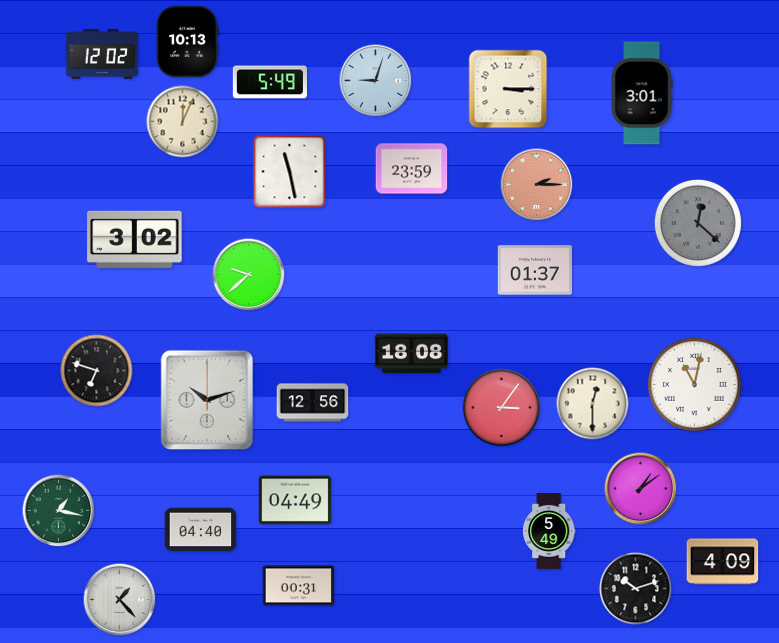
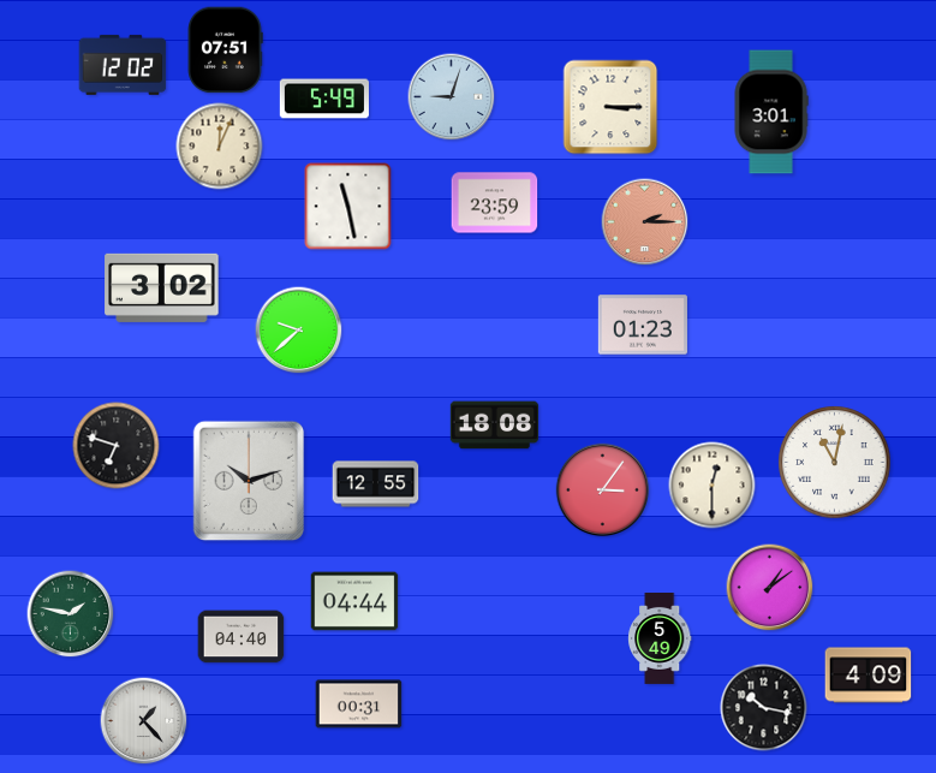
clock at (187, 42): 10:13 -> 07:51
clock at (698, 223): 12:22 -> none
clock at (535, 270): 01:37 -> 01:23
clock at (313, 403): 12:56 -> 12:55
clock at (295, 500): 04:49 -> 04:44
clock at (59, 511): 1:17 -> 1:47
clock at (636, 589): 10:12 -> 10:17
